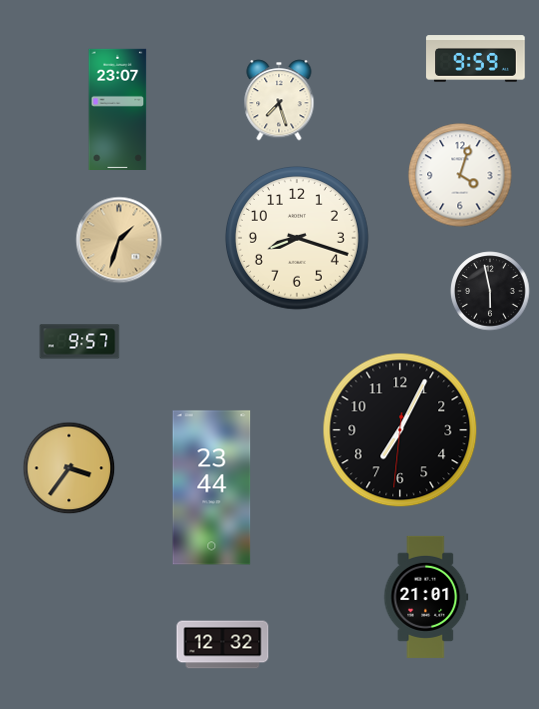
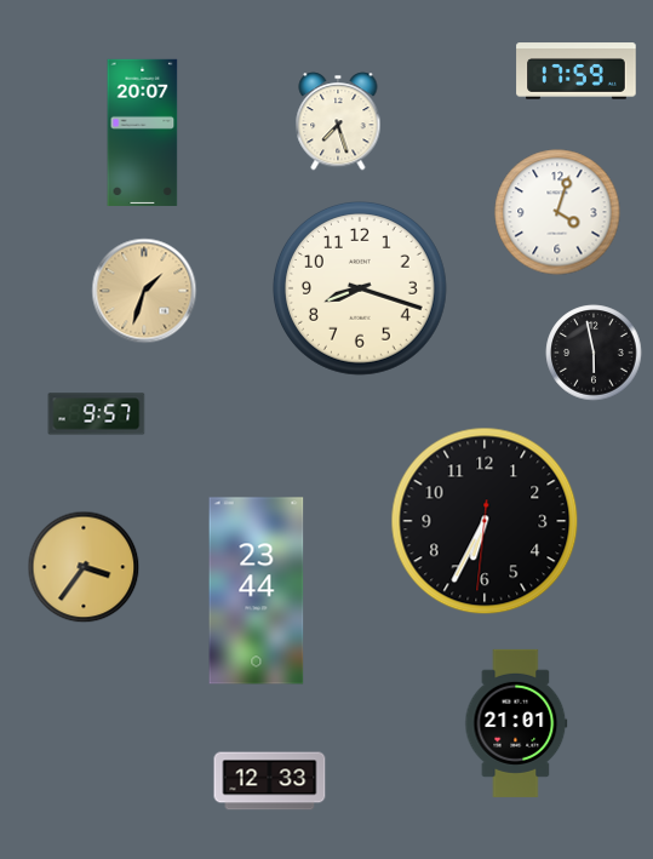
clock at (476, 59): 9:59 -> 17:59
clock at (118, 109): 23:07 -> 20:07
clock at (400, 430): 7:04 -> 6:34
clock at (223, 645): 12:32 -> 12:33
